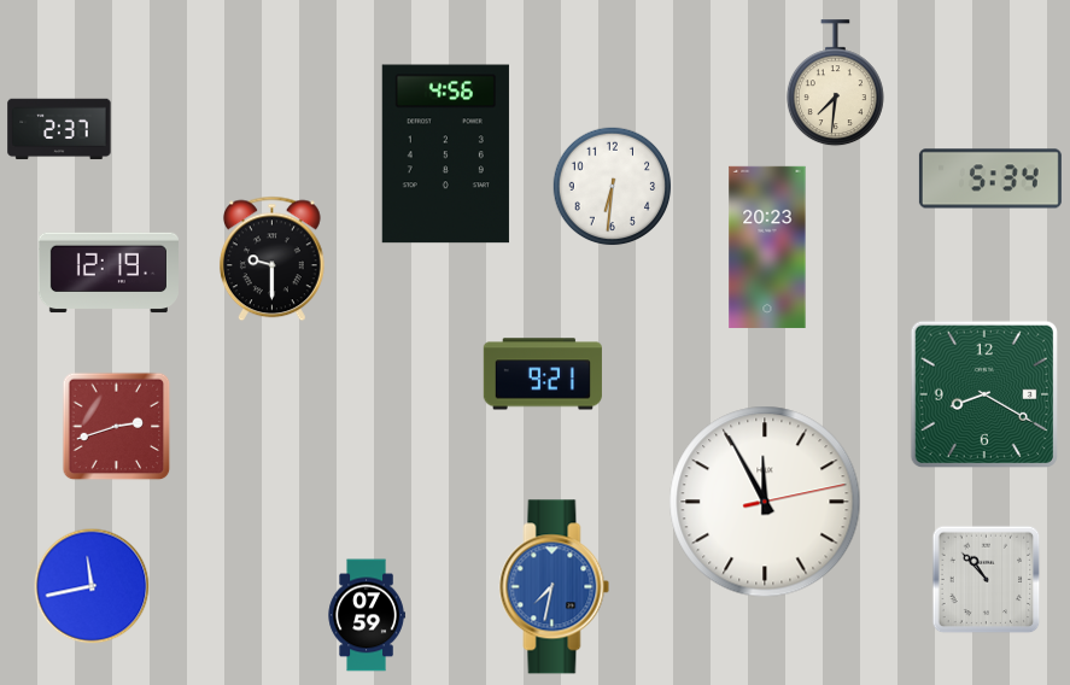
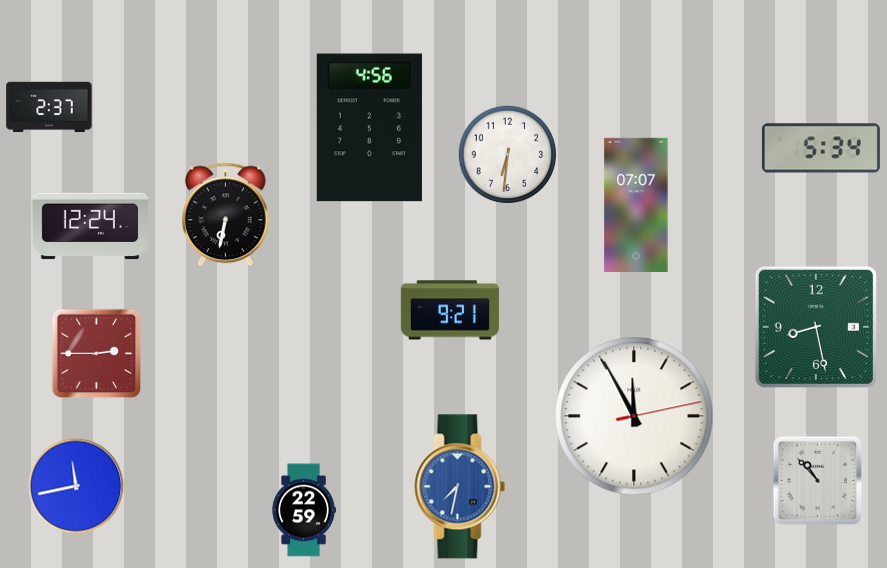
clock at (835, 83): 7:31 -> none
clock at (767, 247): 20:23 -> 07:07
clock at (271, 259): 9:30 -> 6:32
clock at (109, 273): 12:19 -> 12:24
clock at (984, 394): 8:20 -> 8:28
clock at (117, 427): 2:42 -> 2:45
clock at (367, 615): 07:59 -> 22:59
